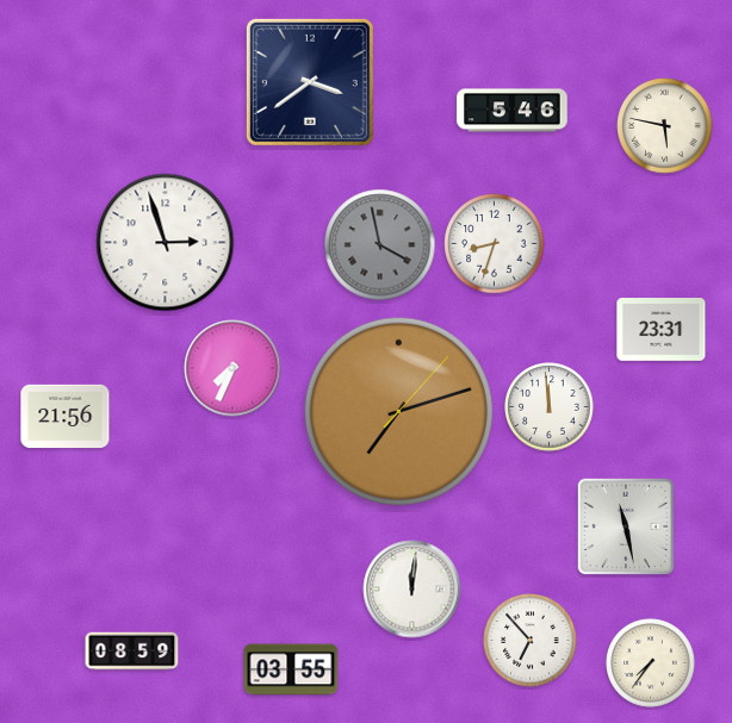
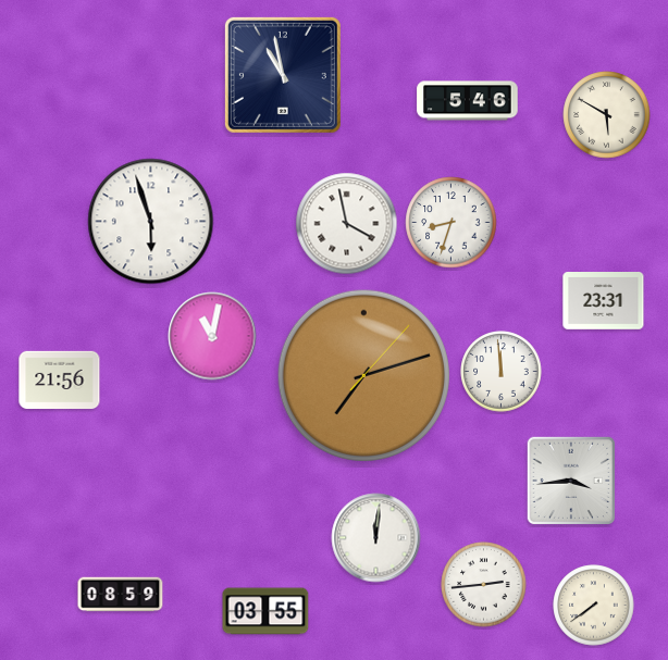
clock at (310, 82): 3:39 -> 10:58
clock at (665, 126): 5:47 -> 5:50
clock at (166, 243): 2:57 -> 5:57
clock at (380, 245) dial: grey -> white
clock at (232, 368): 7:34 -> 11:02
clock at (626, 526): 11:28 -> 3:44
clock at (531, 641): 6:53 -> 2:44
clock at (651, 663): 7:36 -> 7:39
